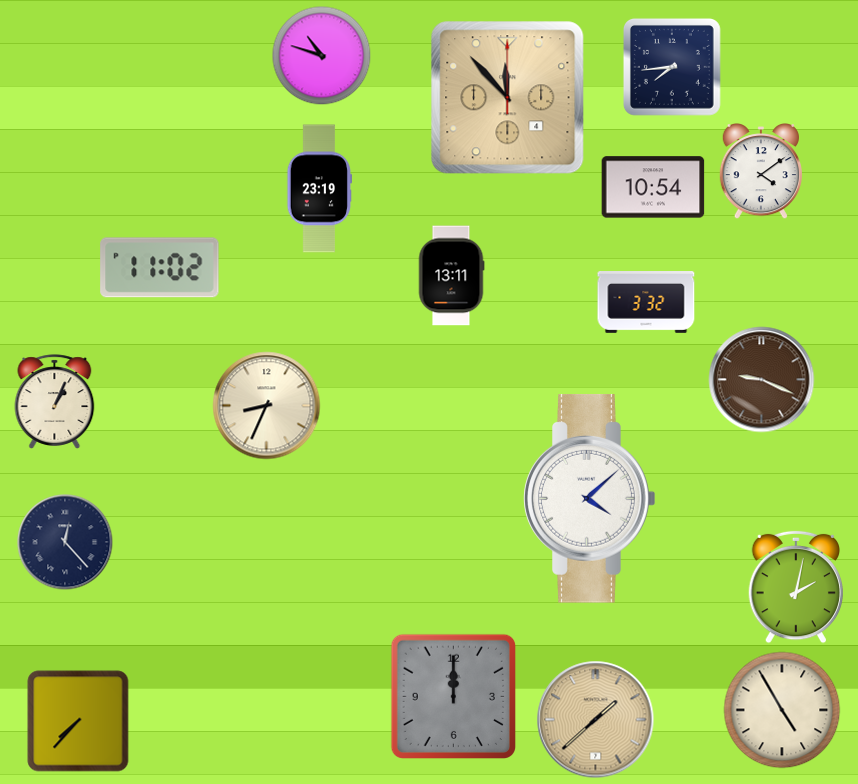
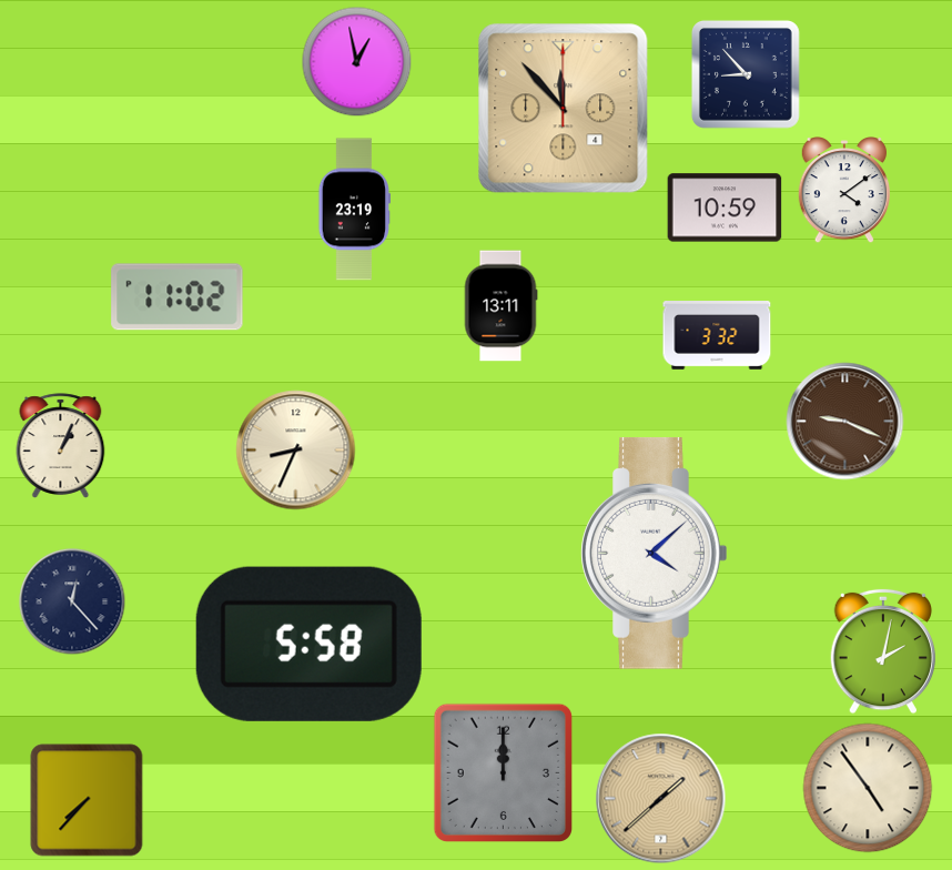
clock at (322, 56): 10:48 -> 12:58
clock at (672, 67): 7:44 -> 8:53
clock at (653, 187): 10:54 -> 10:59
clock at (308, 644): none -> 5:58
clock at (782, 710): 4:55 -> 4:54
